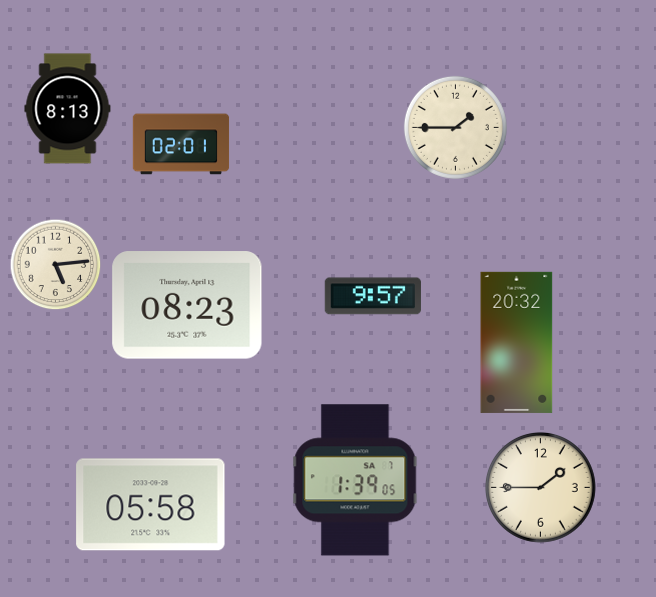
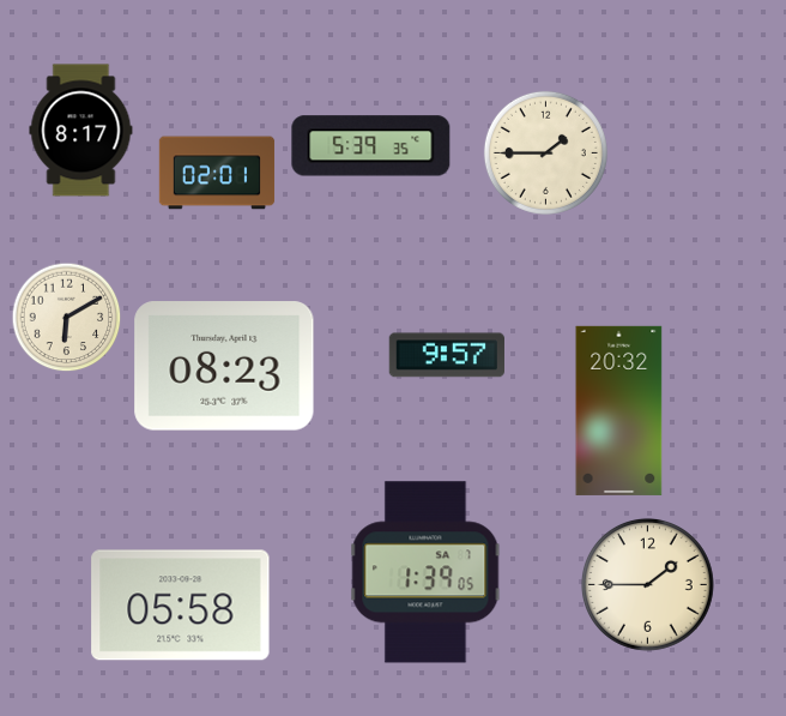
clock at (68, 109): 8:13 -> 8:17
clock at (371, 146): none -> 5:39
clock at (56, 265): 5:14 -> 6:10
clock at (355, 480) position: (355, 480) -> (425, 572)
